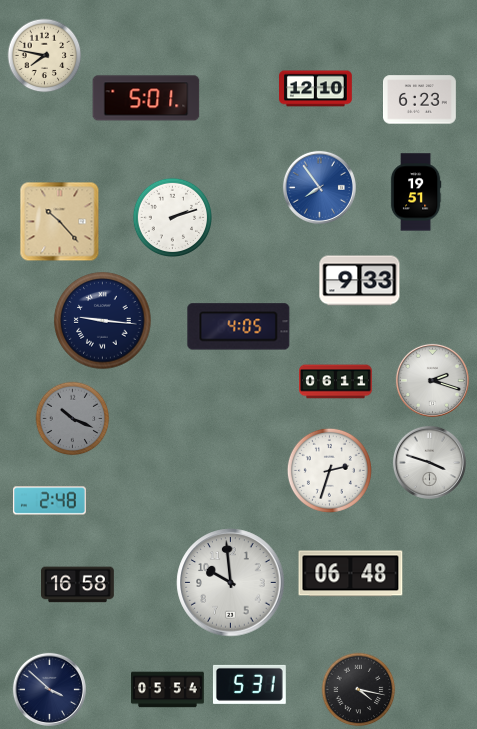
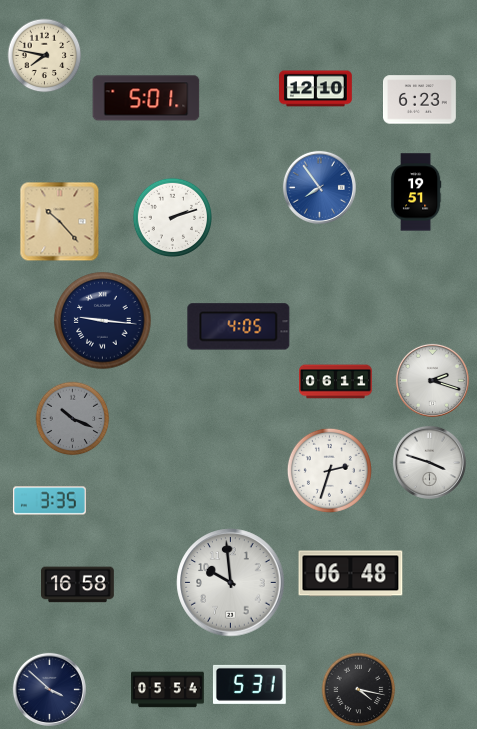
clock at (360, 281): 9:33 -> none
clock at (50, 501): 2:48 -> 3:35
